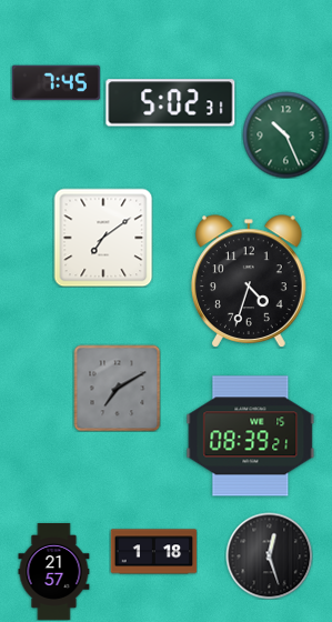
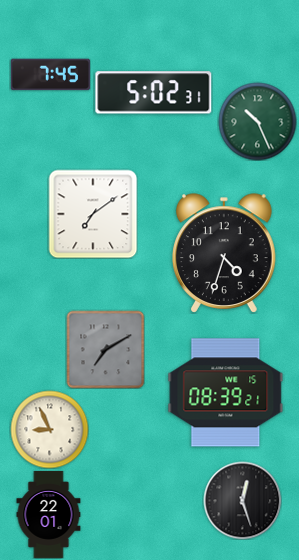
clock at (49, 429): none -> 8:56
clock at (153, 552): 1:18 -> none
clock at (54, 571): 21:57 -> 22:01
